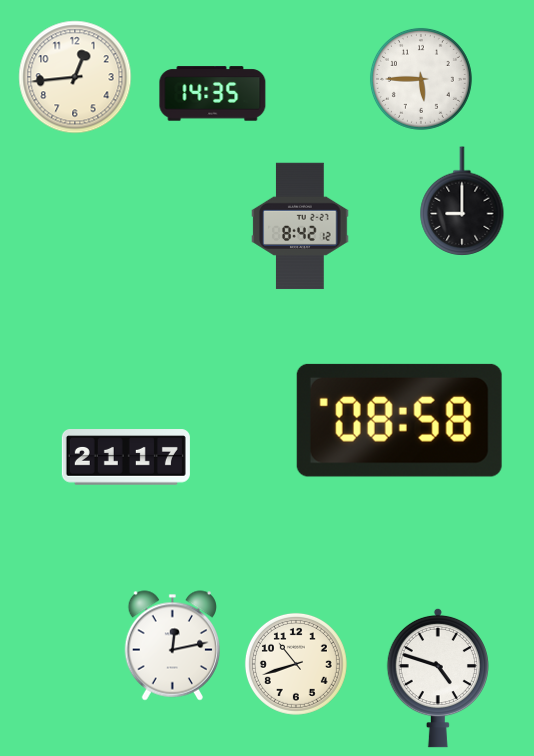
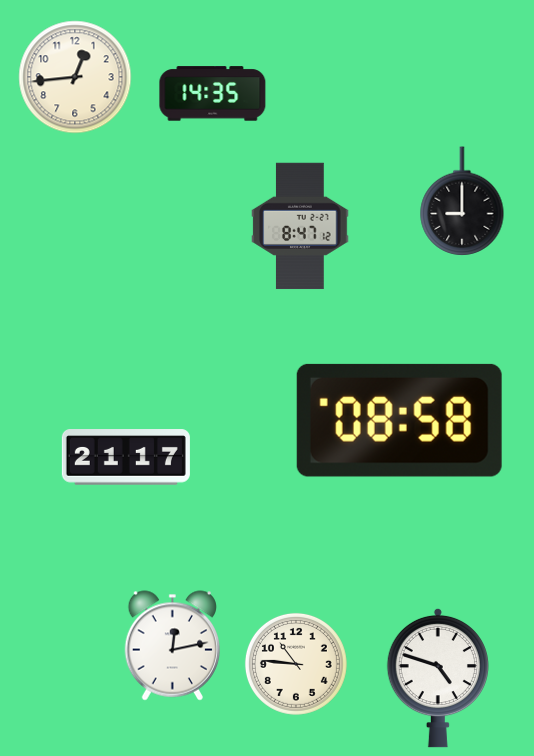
clock at (421, 79): 5:45 -> none
clock at (300, 226): 8:42 -> 8:47
clock at (296, 664): 10:42 -> 10:46
